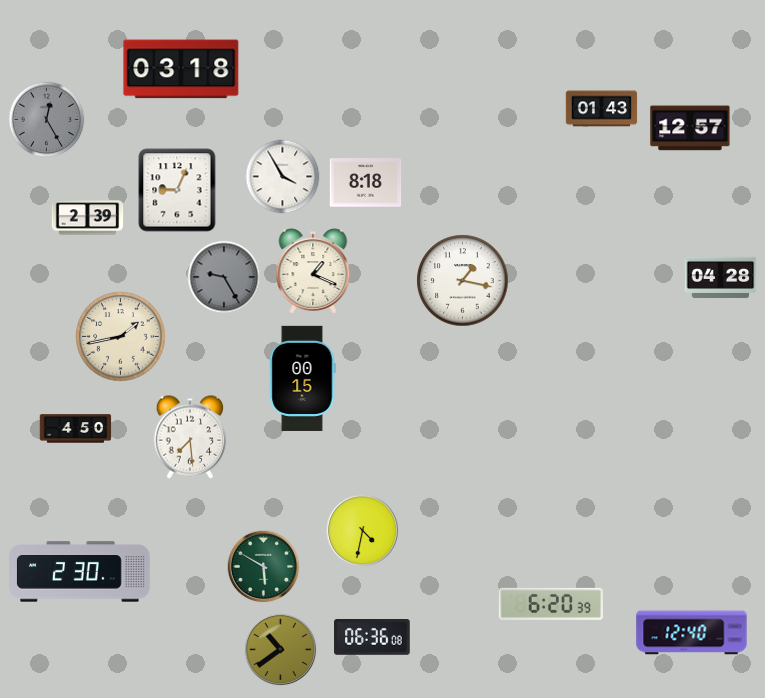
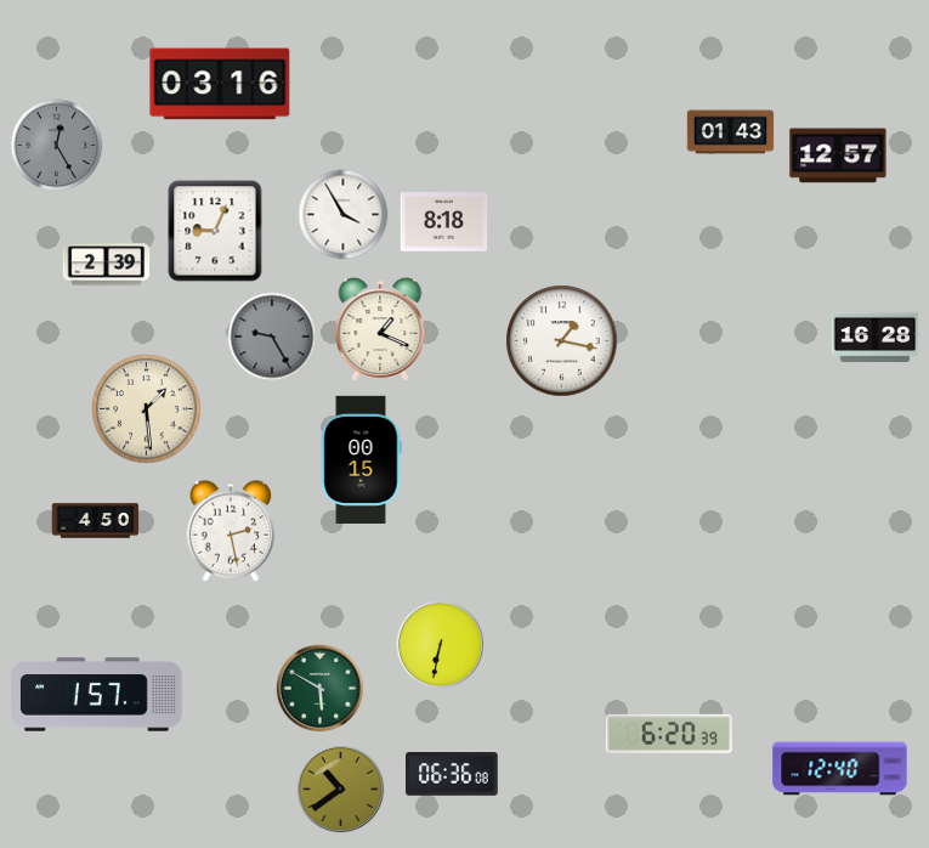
clock at (181, 69): 03:18 -> 03:16
clock at (721, 277): 04:28 -> 16:28
clock at (121, 337): 1:43 -> 1:29
clock at (302, 378) position: (302, 378) -> (361, 459)
clock at (76, 429) position: (76, 429) -> (96, 521)
clock at (190, 437): 7:29 -> 2:28
clock at (363, 531): 4:32 -> 6:32
clock at (80, 572): 2:30 -> 1:57
